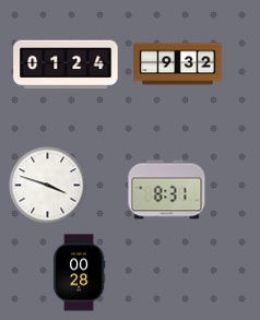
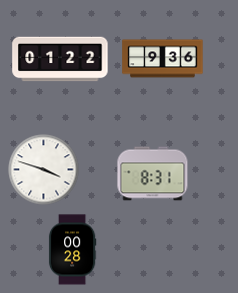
clock at (66, 64): 01:24 -> 01:22
clock at (178, 64): 9:32 -> 9:36
